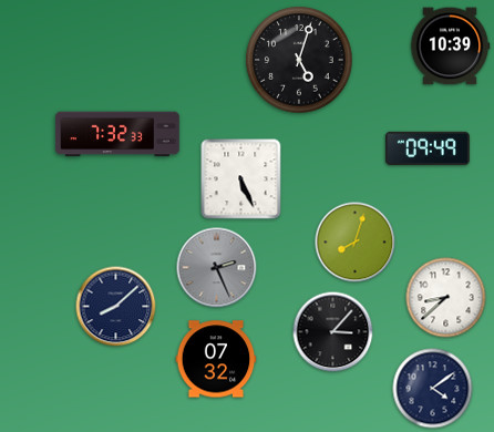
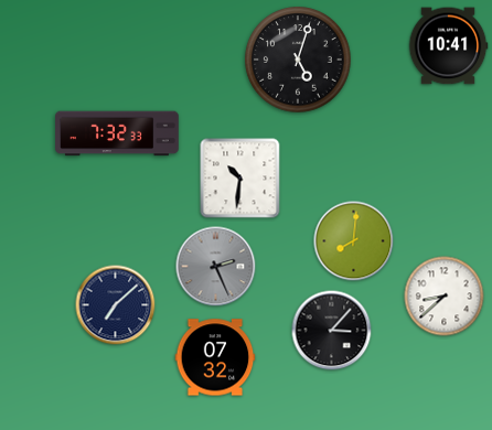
clock at (450, 47): 10:39 -> 10:41
clock at (428, 147): 09:49 -> none
clock at (241, 179): 5:26 -> 10:31
clock at (356, 243): 8:03 -> 8:01
clock at (116, 307): 8:08 -> 7:08
clock at (433, 389): 4:09 -> none
